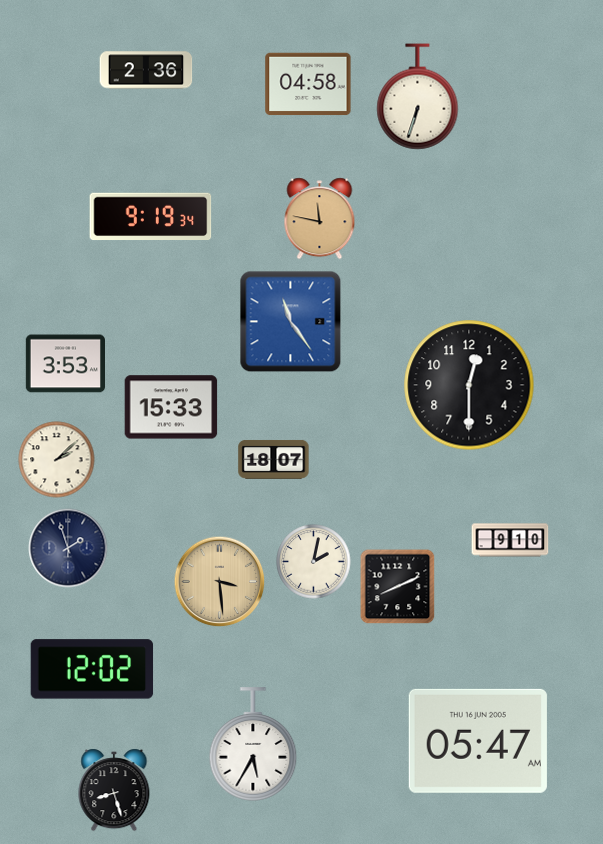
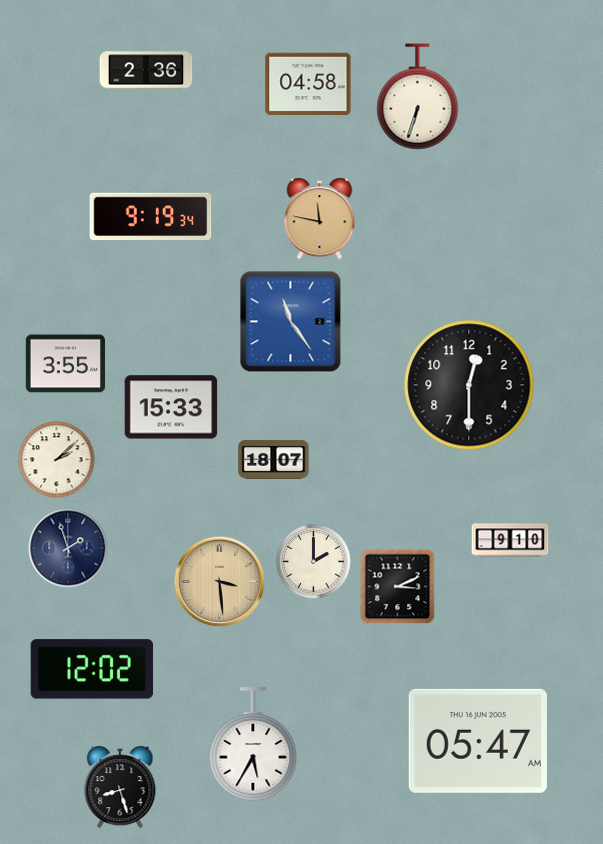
clock at (65, 364): 3:53 -> 3:55
clock at (314, 562): 2:02 -> 2:00
clock at (398, 587): 8:11 -> 3:11
clock at (114, 790) position: (114, 790) -> (120, 787)
